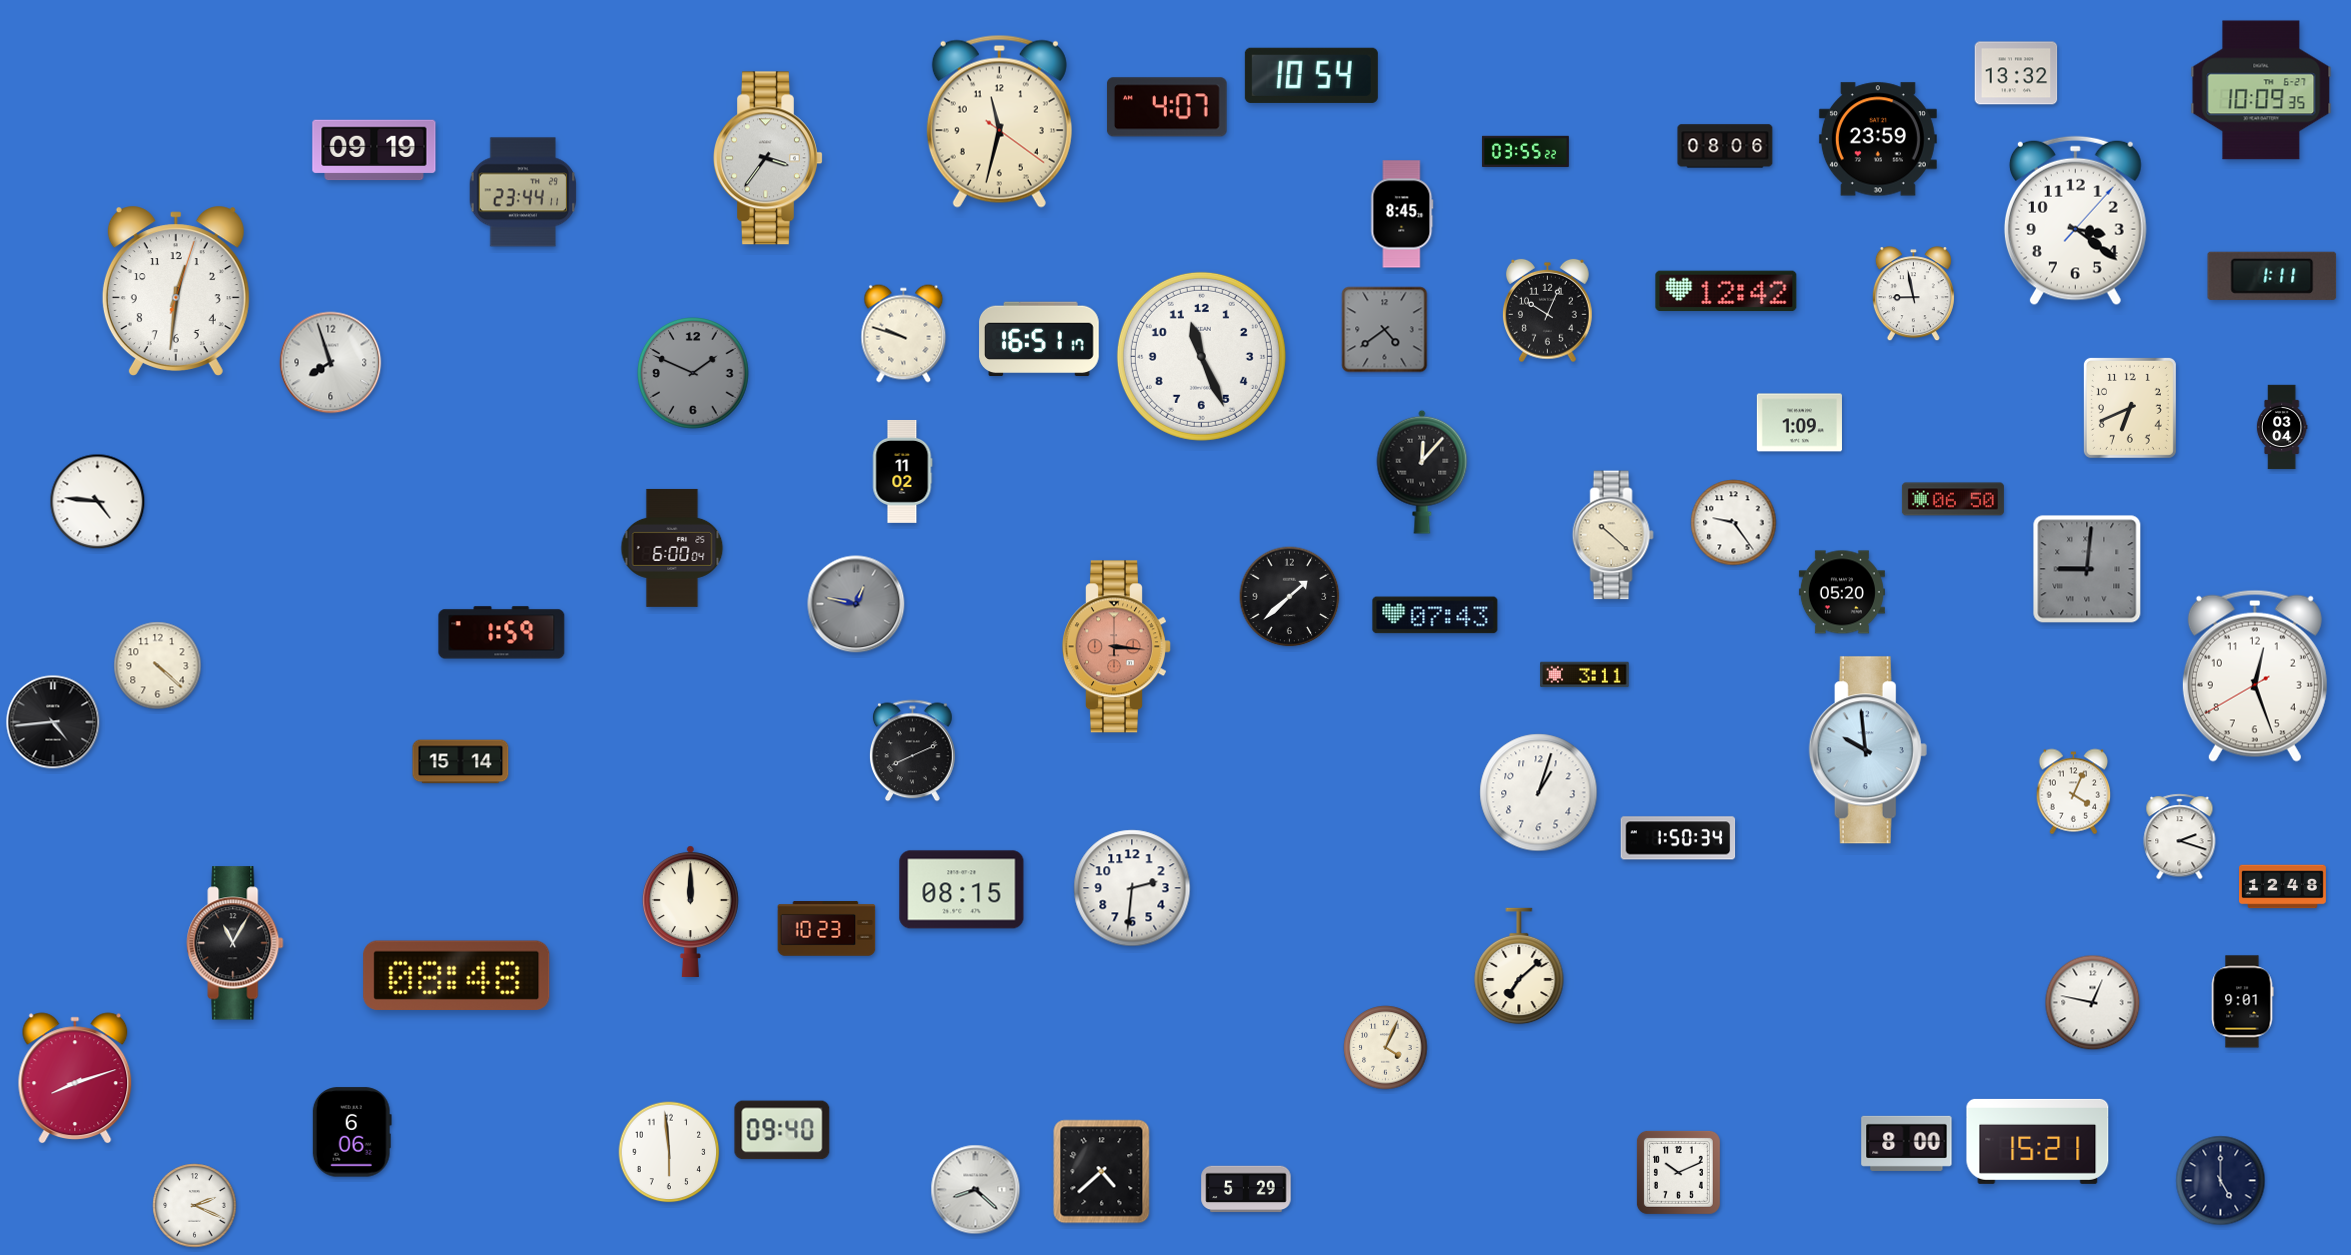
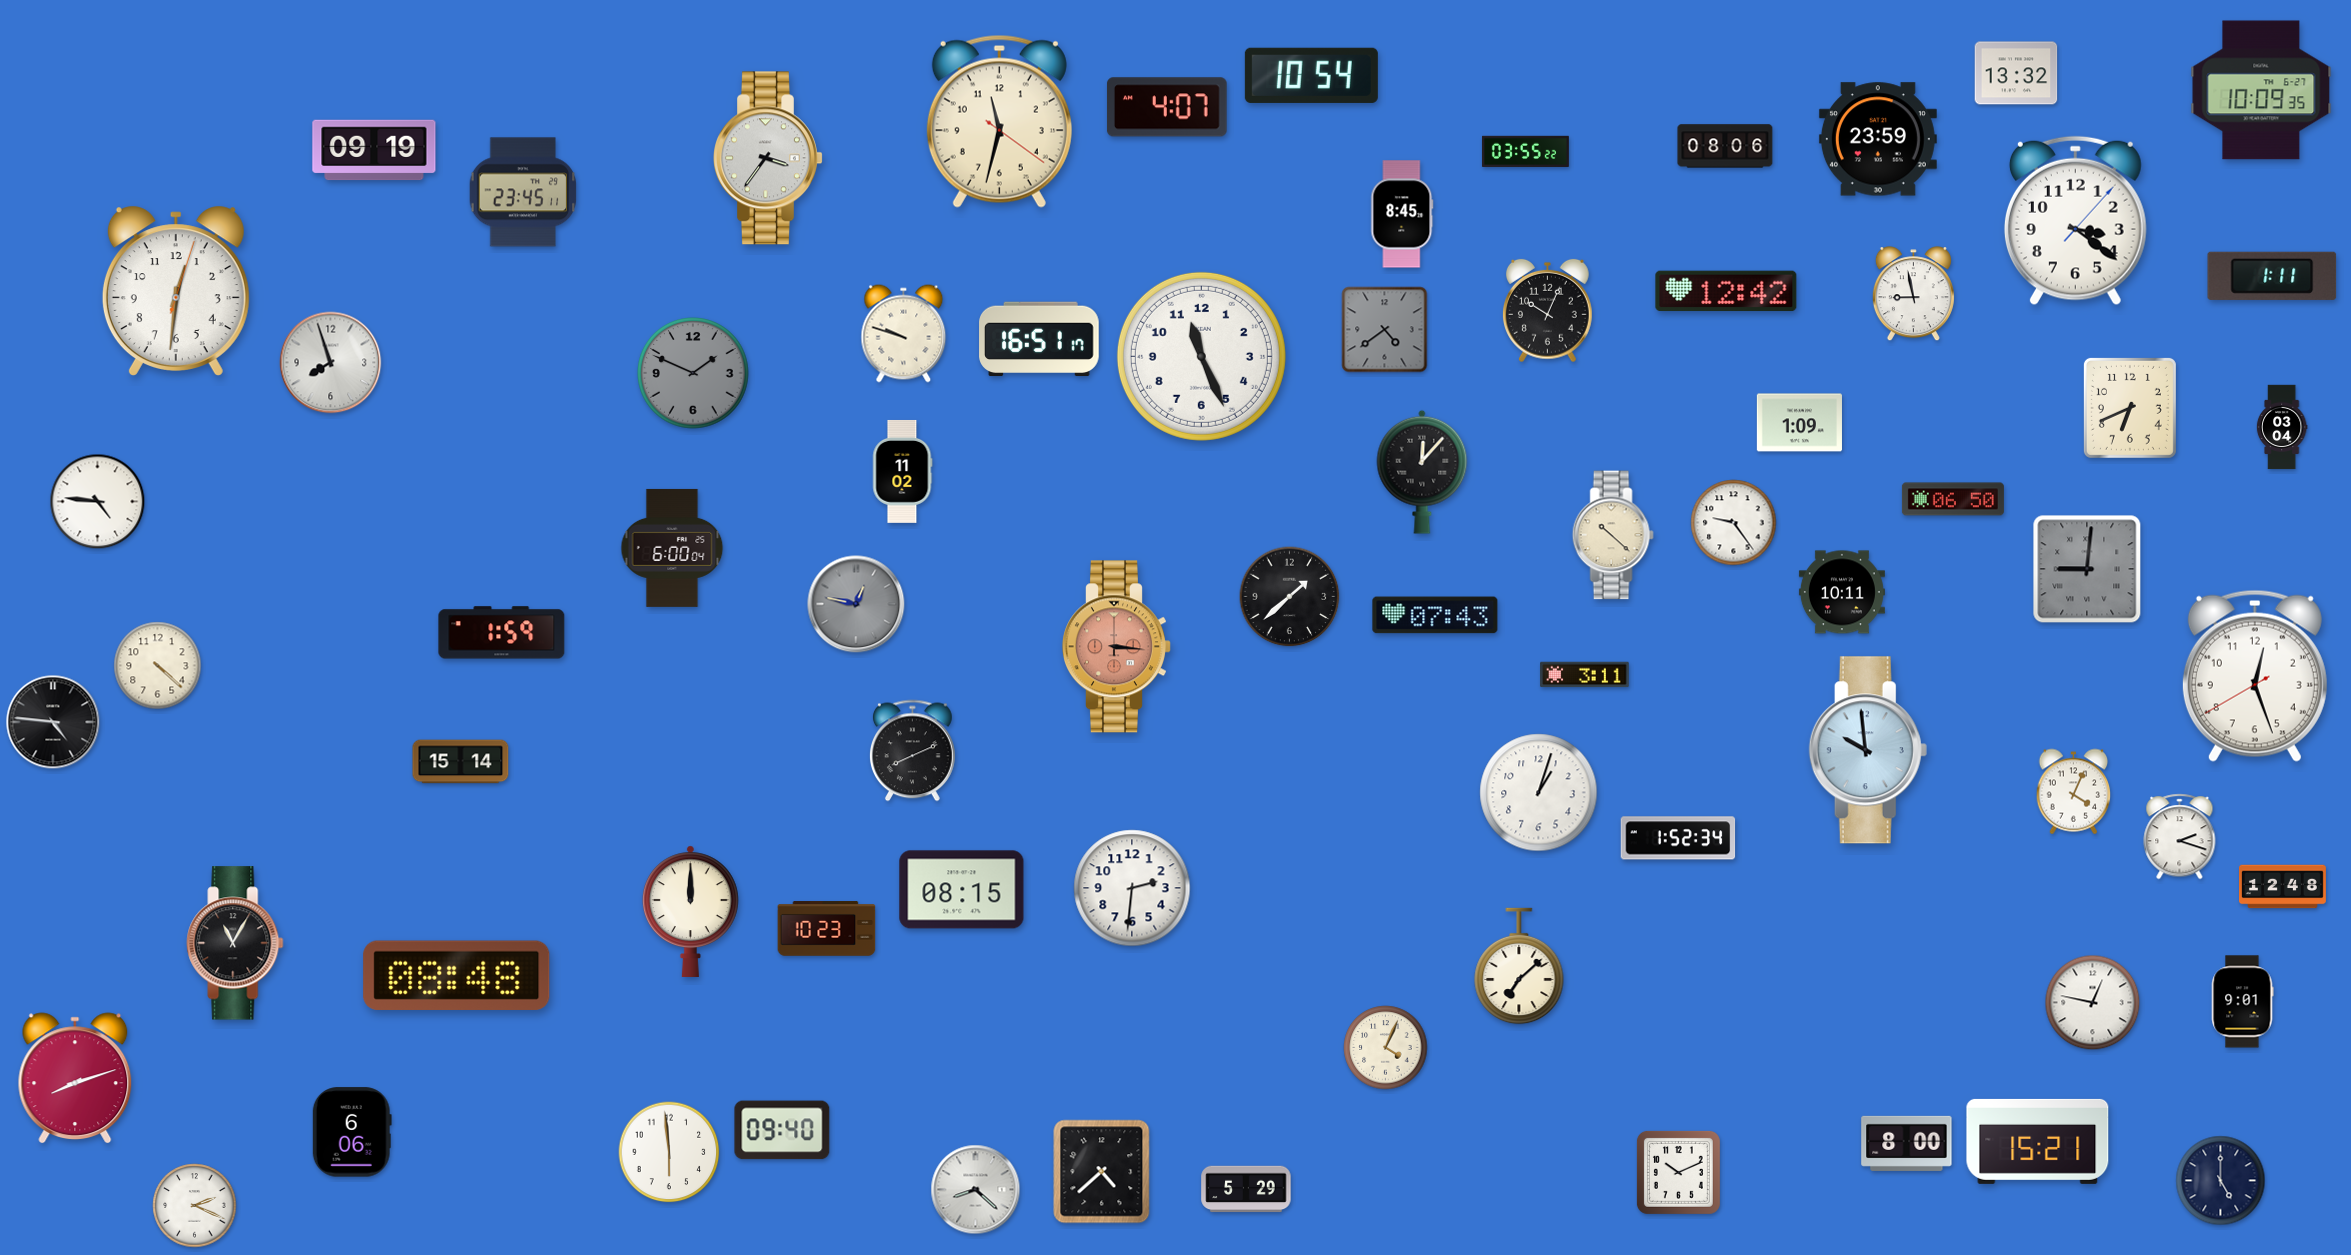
clock at (523, 192): 23:44 -> 23:45
clock at (1842, 592): 05:20 -> 10:11
clock at (53, 722): 4:44 -> 4:46
clock at (1678, 838): 1:50 -> 1:52
